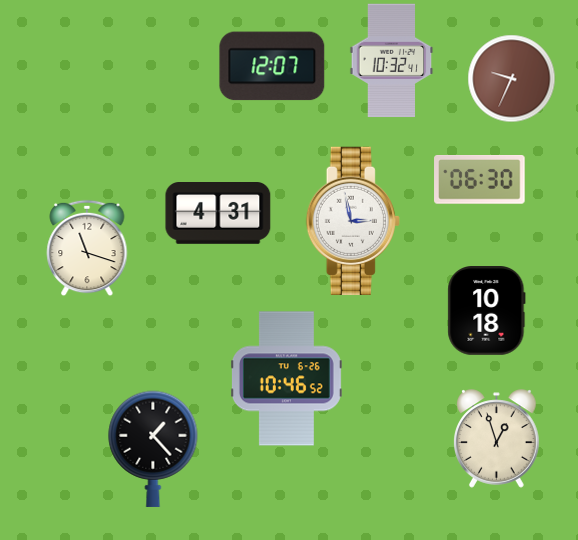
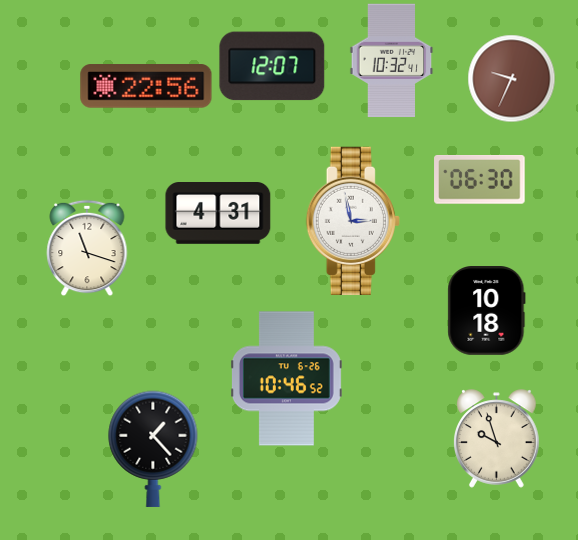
clock at (146, 86): none -> 22:56
clock at (497, 439): 12:57 -> 9:57
